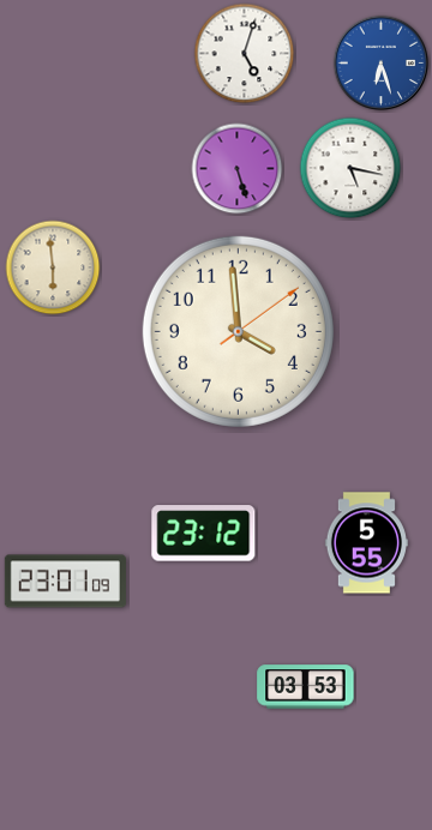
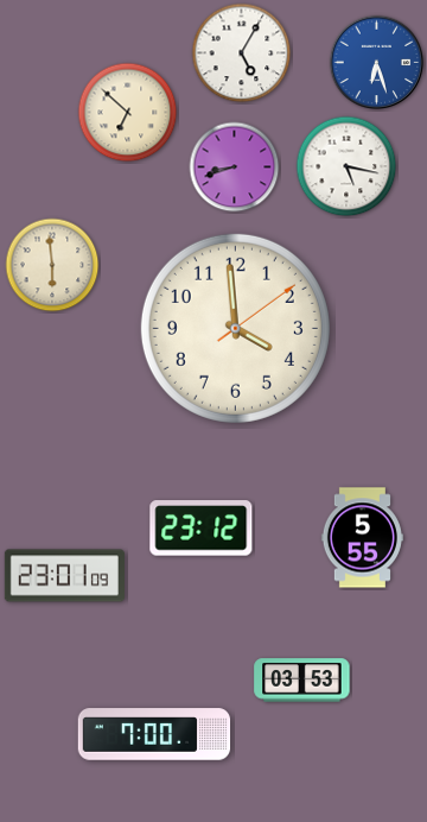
clock at (245, 54): 5:03 -> 5:05
clock at (128, 113): none -> 6:52
clock at (238, 169): 5:27 -> 8:42
clock at (154, 734): none -> 7:00
